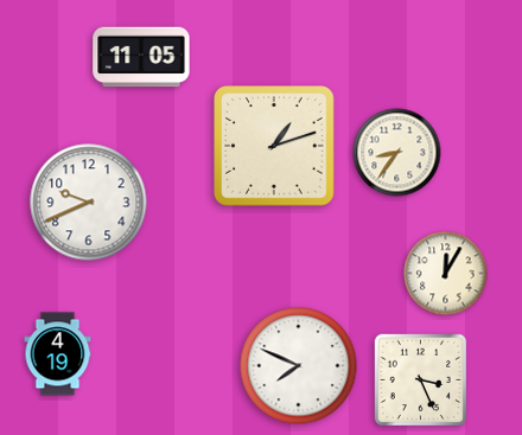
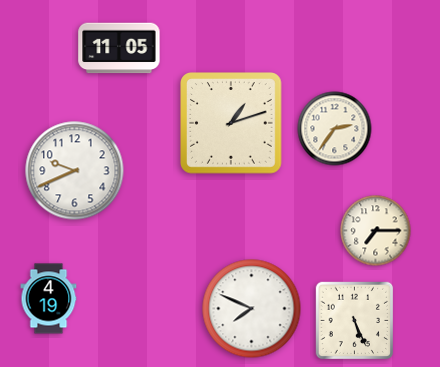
clock at (397, 153): 8:36 -> 2:36
clock at (446, 274): 12:05 -> 7:15
clock at (421, 380): 3:26 -> 5:26
